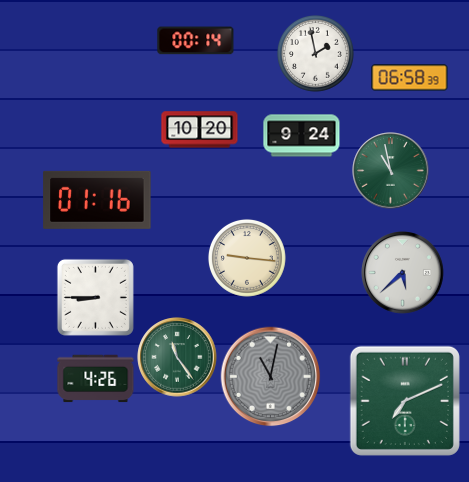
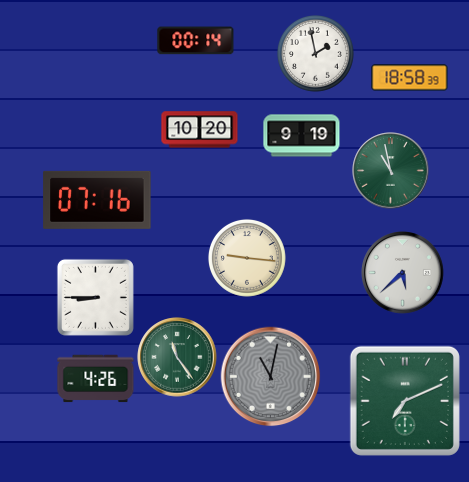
clock at (410, 78): 06:58 -> 18:58
clock at (302, 136): 9:24 -> 9:19
clock at (97, 200): 01:16 -> 07:16
